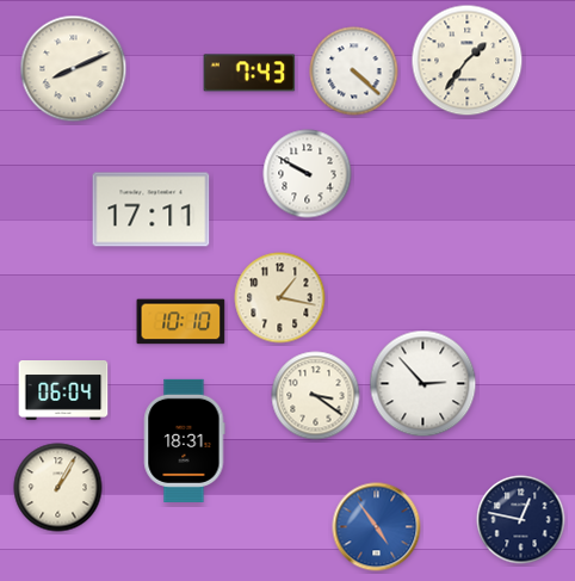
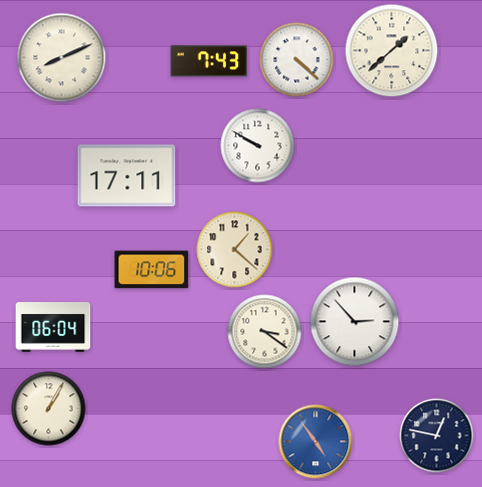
clock at (468, 61): 1:36 -> 1:38
clock at (280, 298): 1:17 -> 1:22
clock at (181, 322): 10:10 -> 10:06
clock at (185, 440): 18:31 -> none
